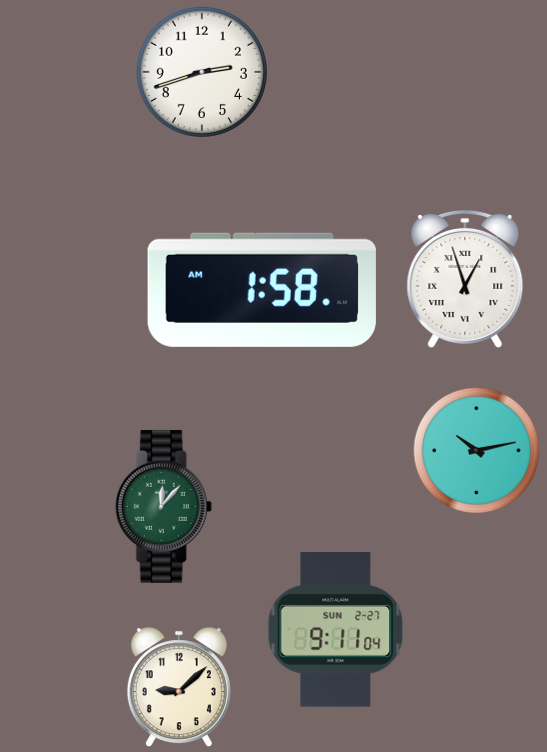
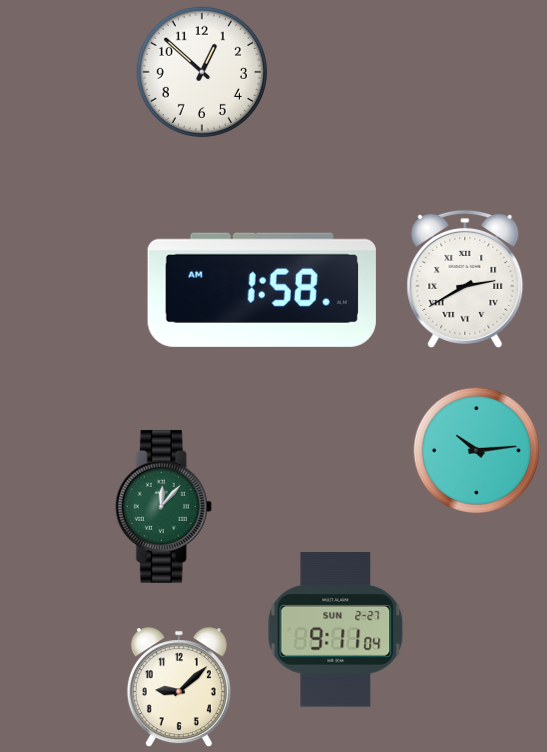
clock at (202, 72): 2:42 -> 12:52
clock at (465, 279): 12:57 -> 2:40
clock at (477, 451): 10:13 -> 10:14
